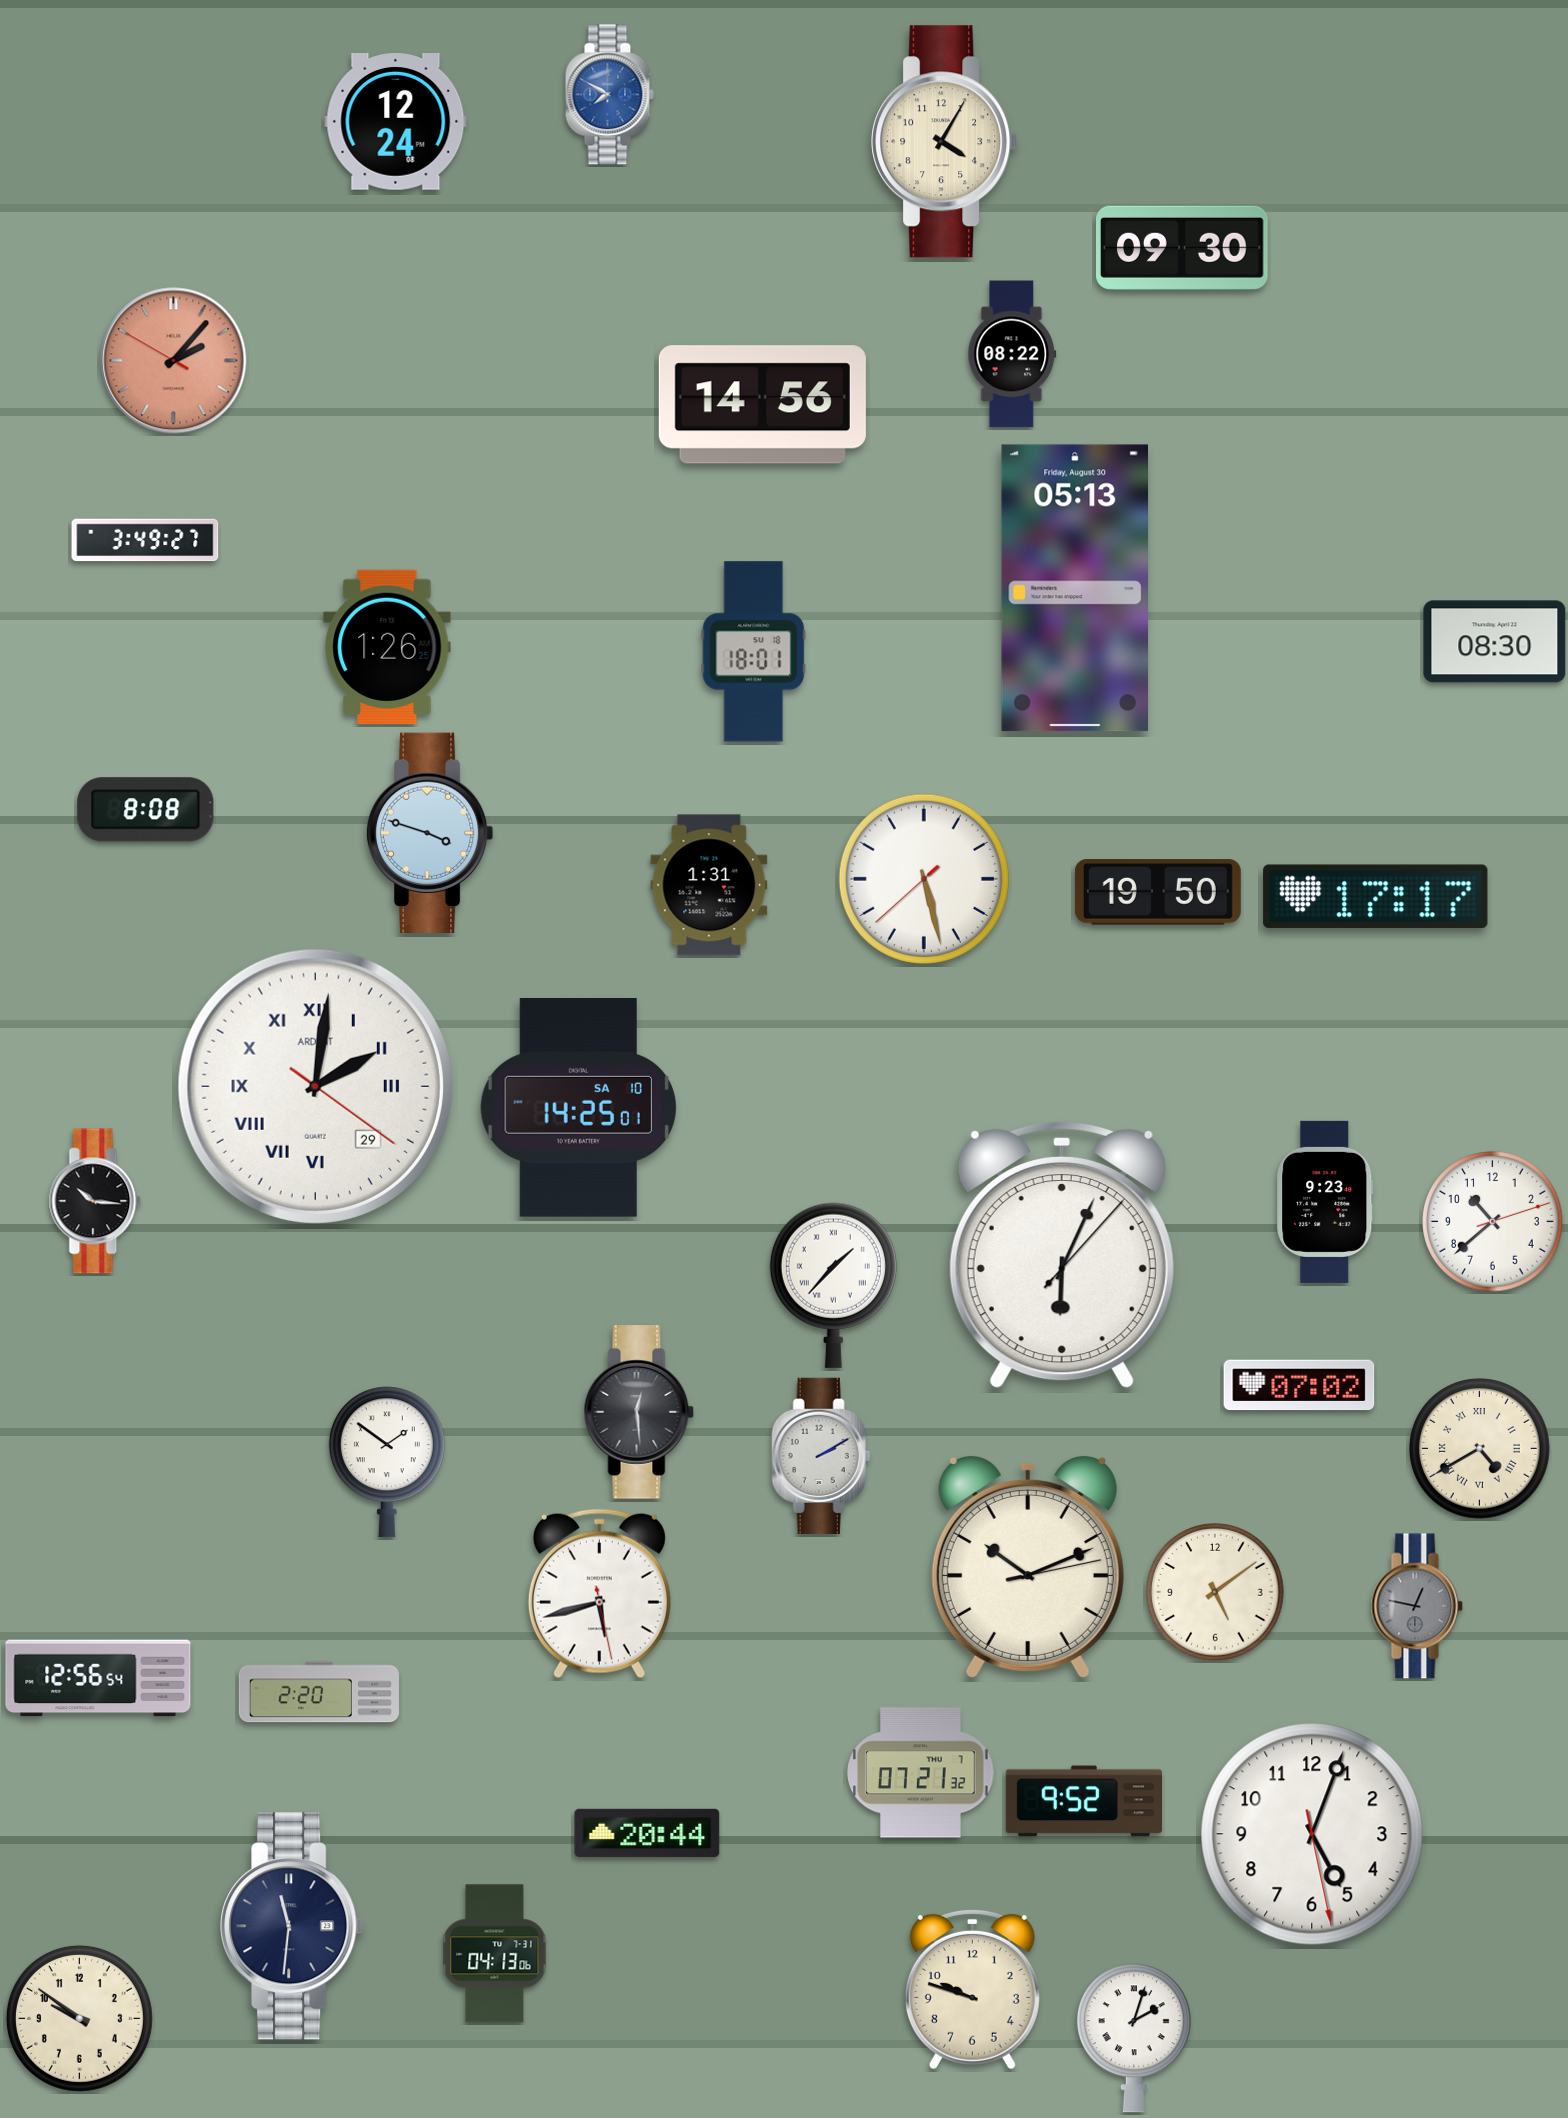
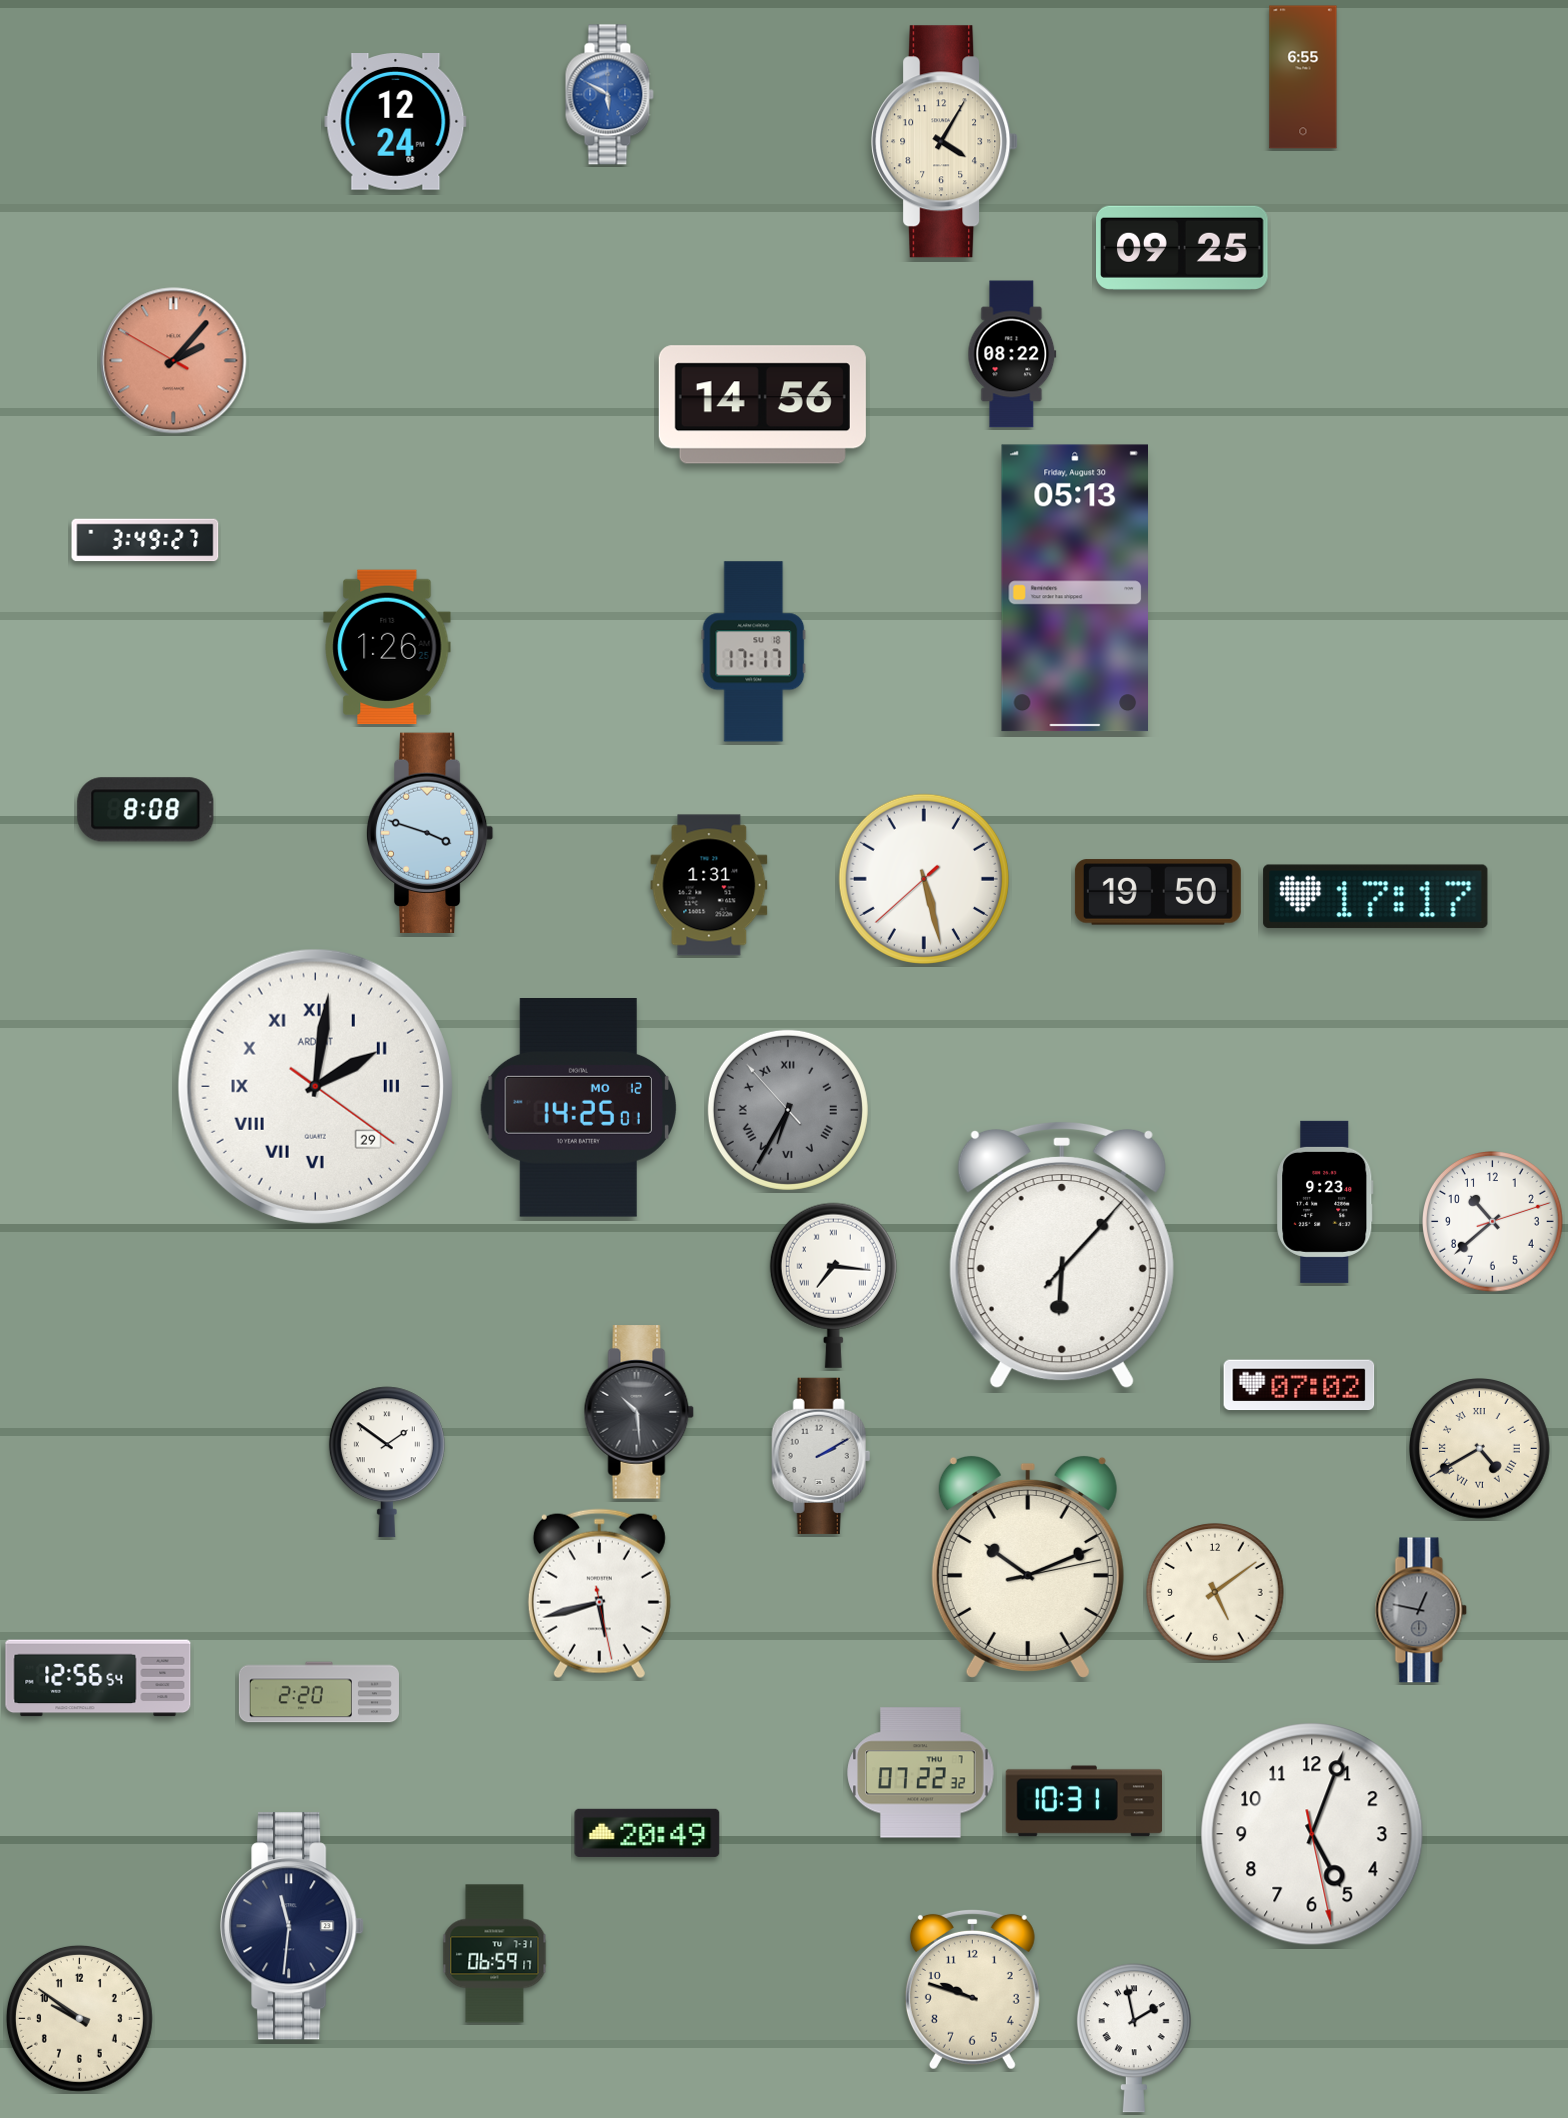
clock at (1303, 77): none -> 6:55
clock at (609, 95): 7:50 -> 5:50
clock at (1183, 248): 09:30 -> 09:25
clock at (1495, 642): 08:30 -> none
clock at (754, 652): 18:01 -> 17:17
clock at (578, 1108) date: SA 10 -> MO 12
clock at (788, 1110): none -> 6:34
clock at (95, 1201): 10:16 -> none
clock at (1062, 1255): 6:04 -> 6:07
clock at (833, 1285): 1:37 -> 7:16
clock at (639, 1412): 12:29 -> 10:29
clock at (1417, 1606) position: (1417, 1606) -> (1421, 1610)
clock at (921, 1773): 07:21 -> 07:22
clock at (1083, 1801): 9:52 -> 10:31
clock at (647, 1833): 20:44 -> 20:49
clock at (495, 1954): 04:13 -> 06:59
clock at (1134, 2038): 2:03 -> 1:58
